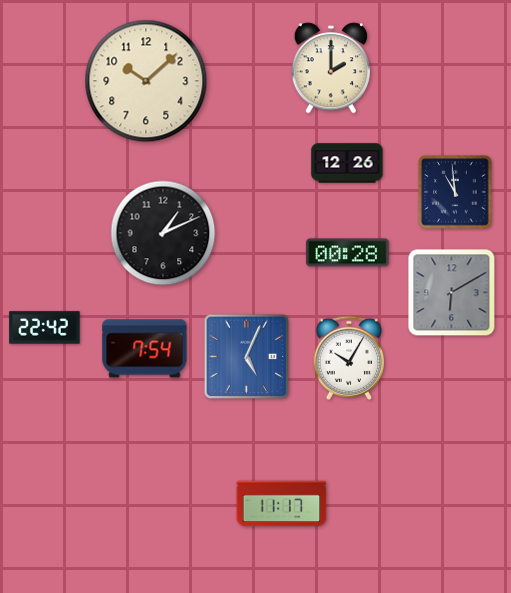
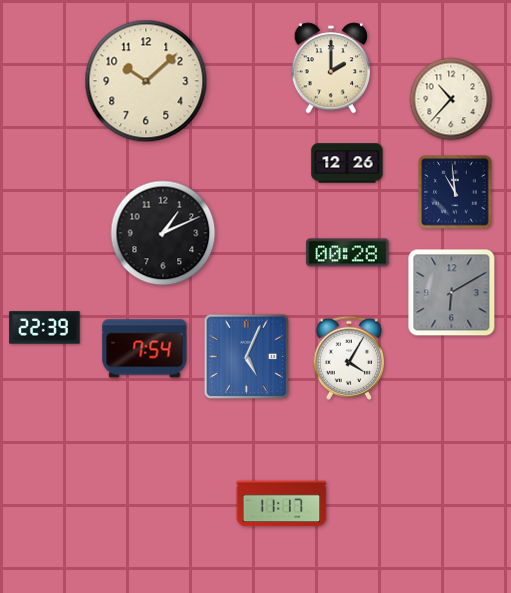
clock at (451, 99): none -> 10:37
clock at (45, 328): 22:42 -> 22:39
clock at (348, 358): 10:05 -> 4:05
